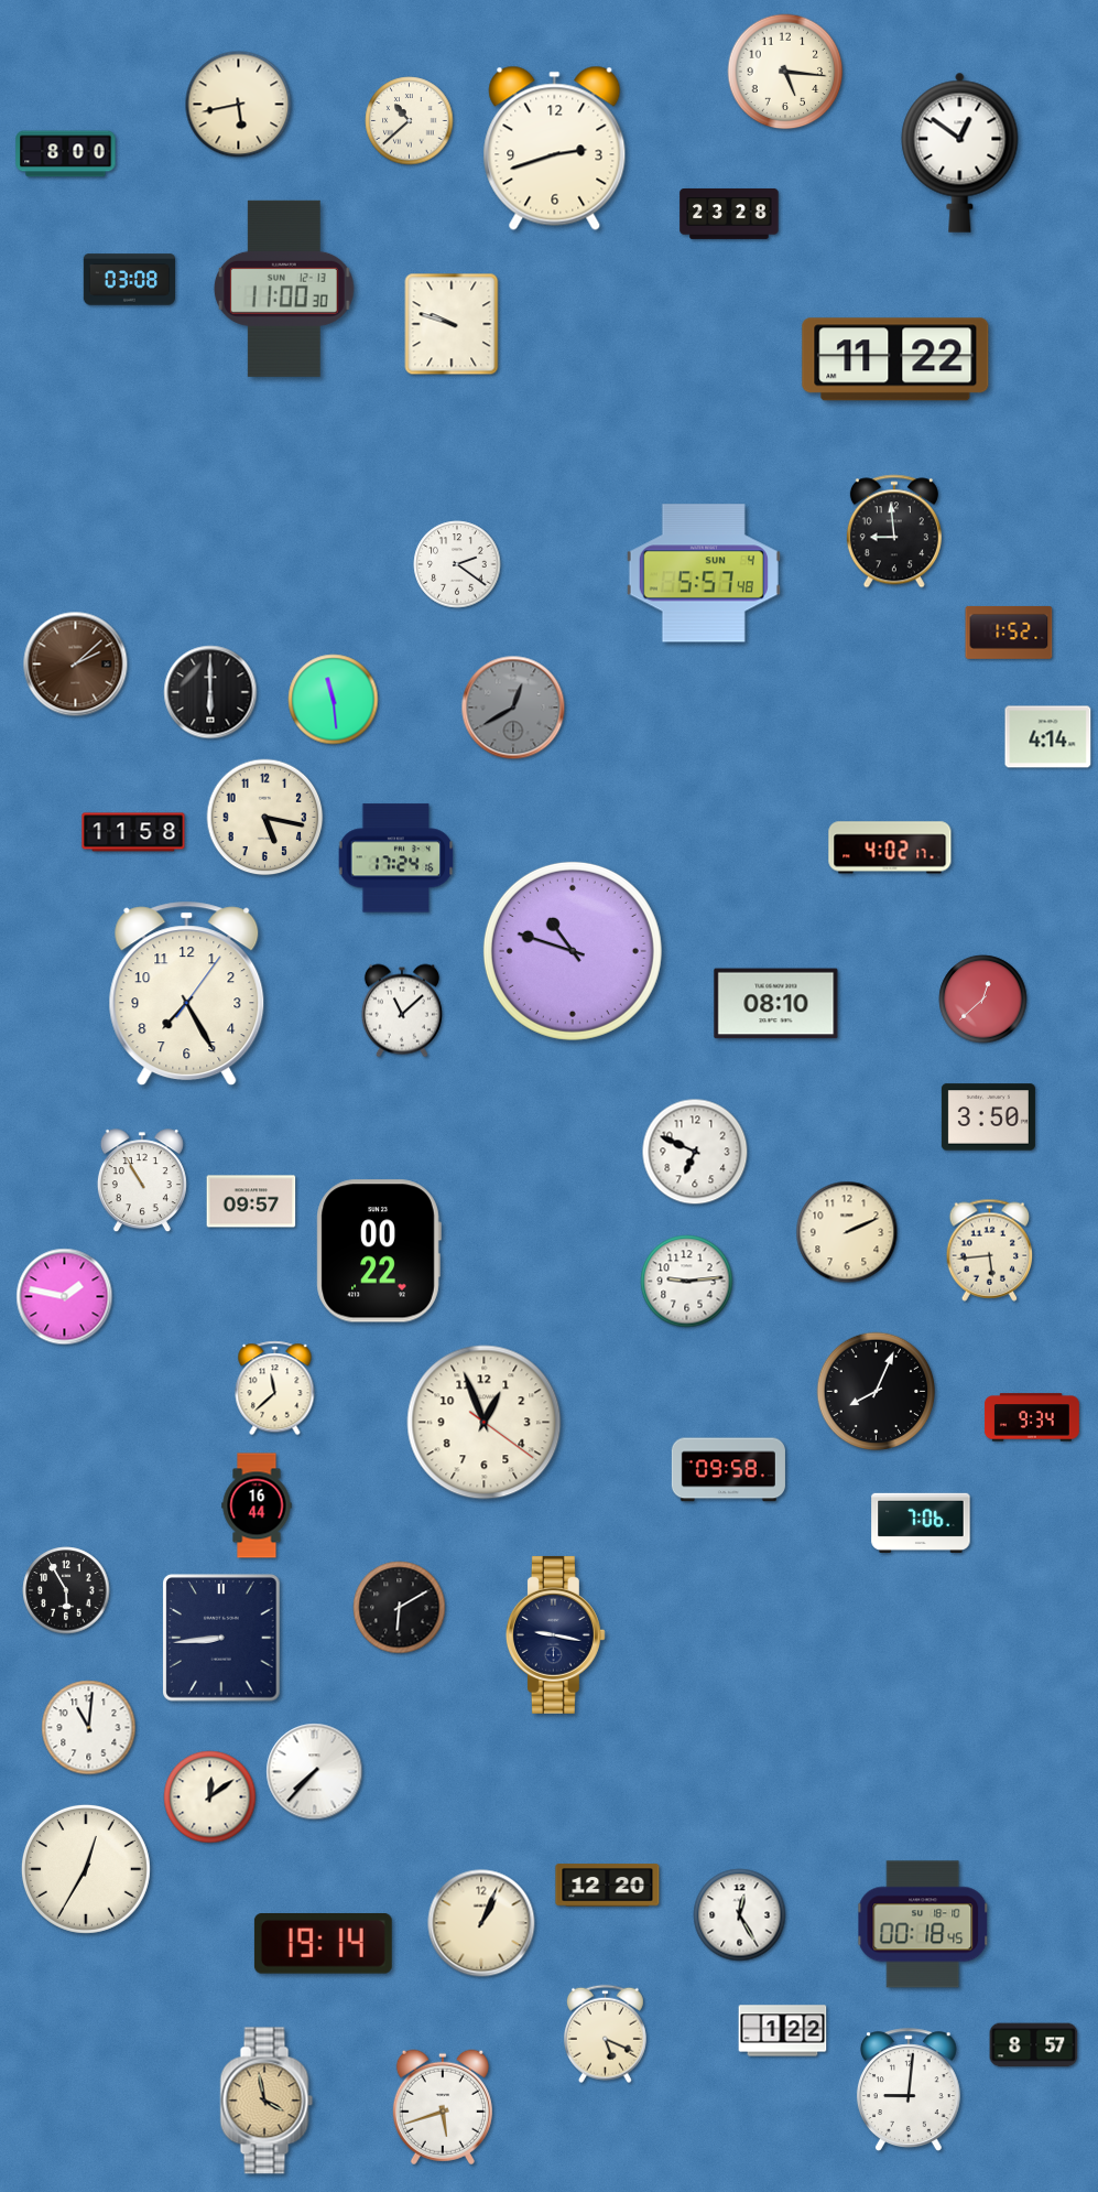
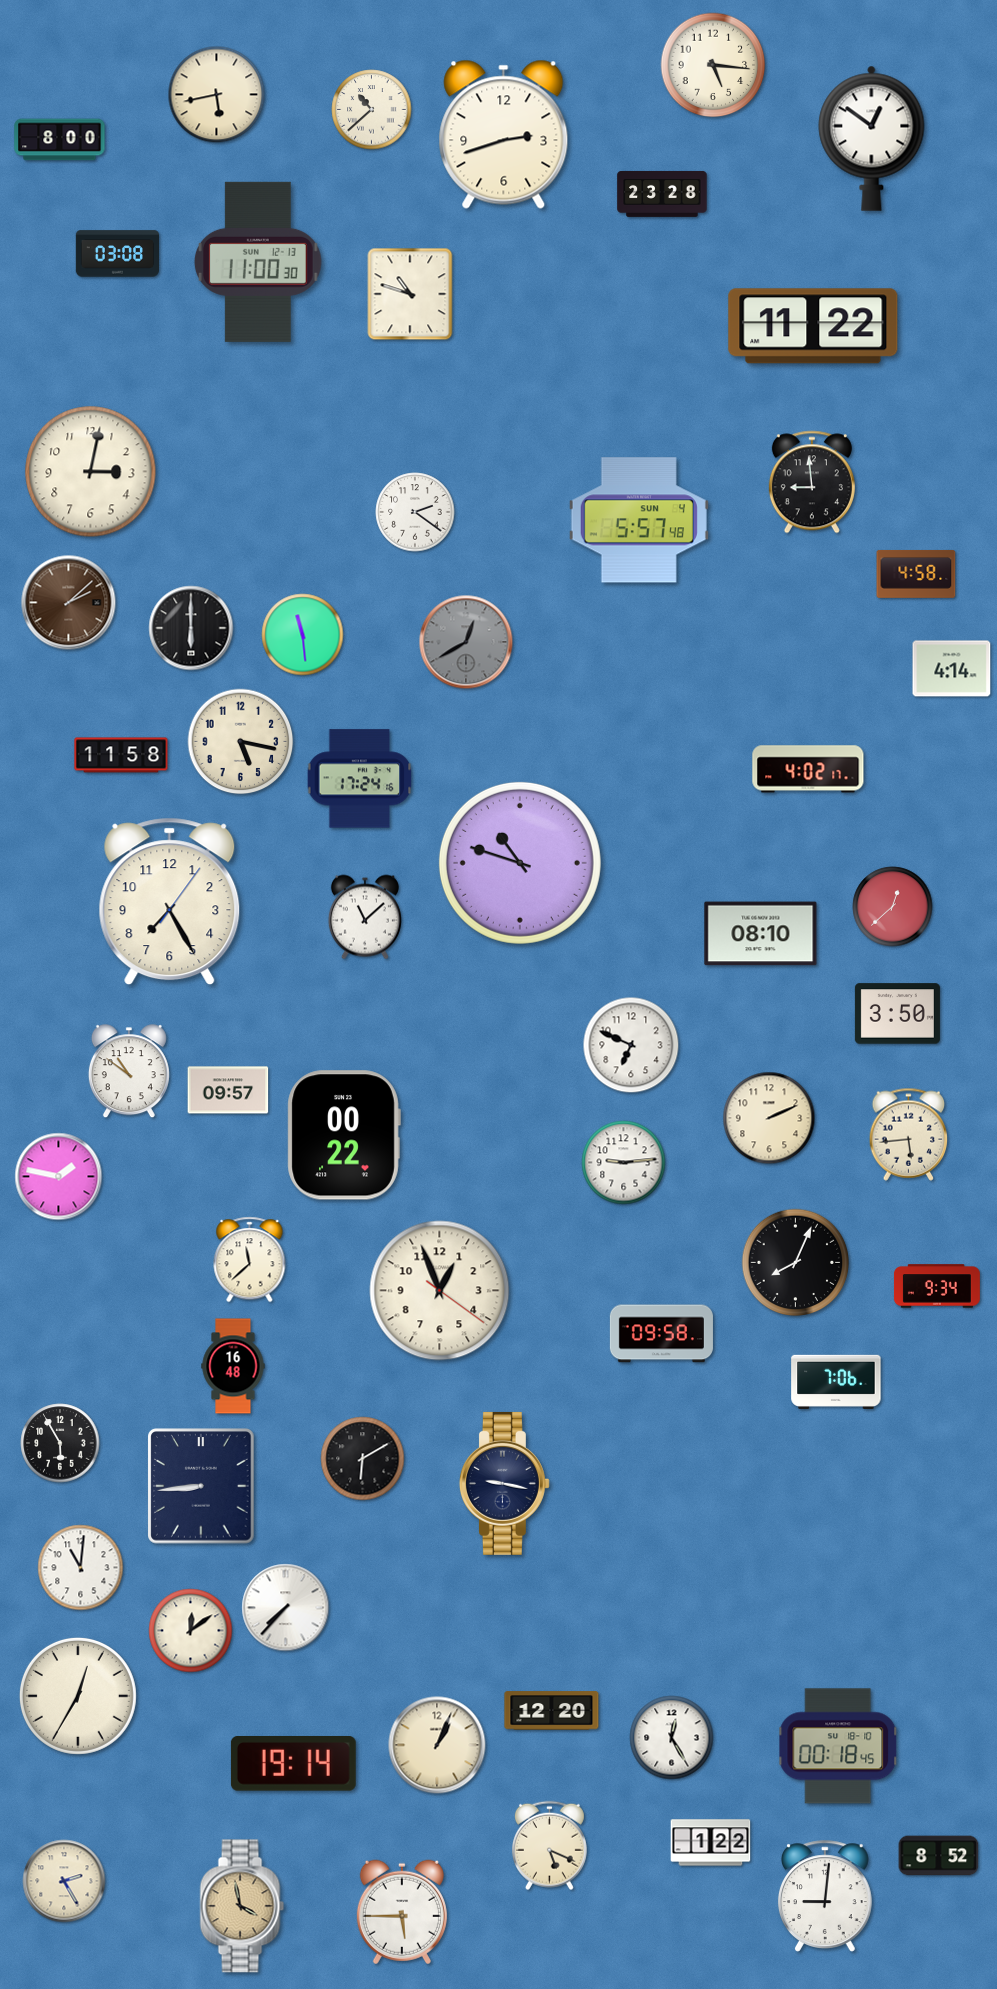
clock at (452, 324): 9:48 -> 10:48
clock at (91, 472): none -> 3:02
clock at (1009, 633): 1:52 -> 4:58
clock at (776, 1004) position: (776, 1004) -> (761, 934)
clock at (142, 1181): 10:55 -> 10:51
clock at (990, 1250) position: (990, 1250) -> (909, 1134)
clock at (257, 1505): 16:44 -> 16:48
clock at (1034, 2045): 8:57 -> 8:52
clock at (64, 1881): none -> 2:25
clock at (443, 2107): 5:42 -> 5:45
